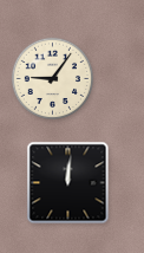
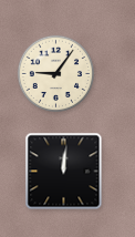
clock at (52, 78) position: (52, 78) -> (55, 73)
